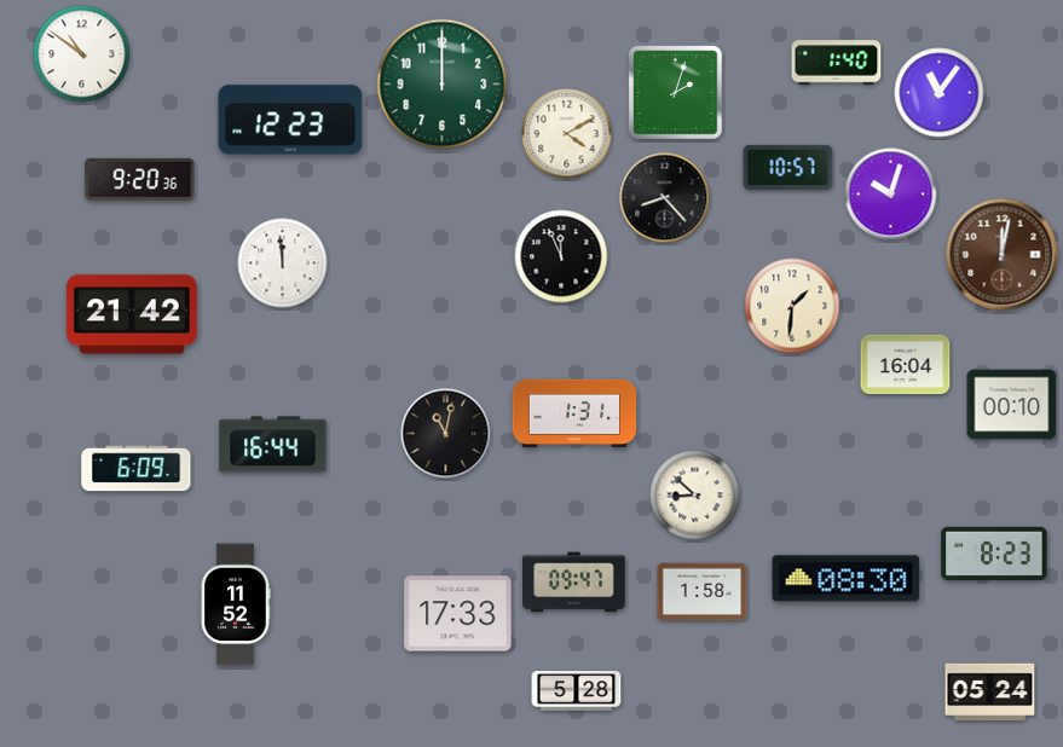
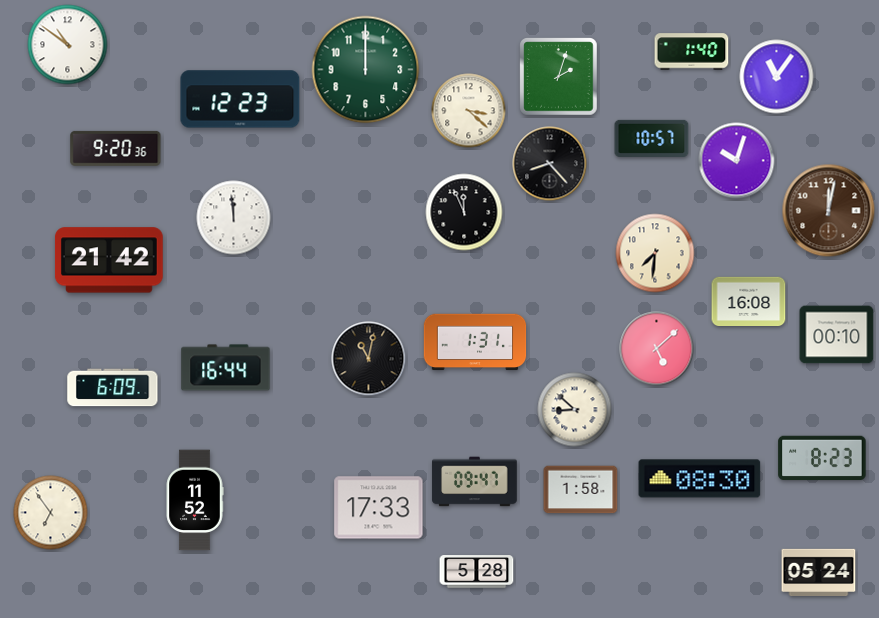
clock at (567, 134): 4:10 -> 3:22
clock at (792, 306): 1:31 -> 7:31
clock at (906, 365): 16:04 -> 16:08
clock at (657, 349): none -> 5:08
clock at (51, 513): none -> 6:54
